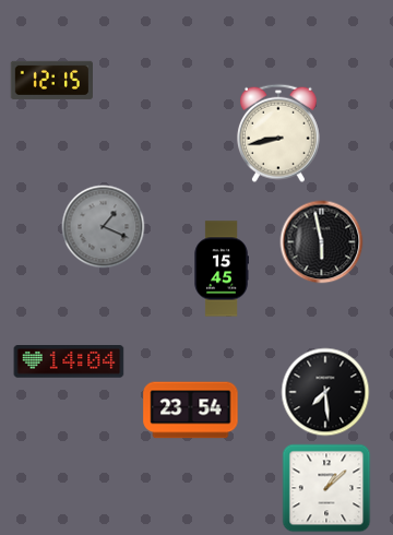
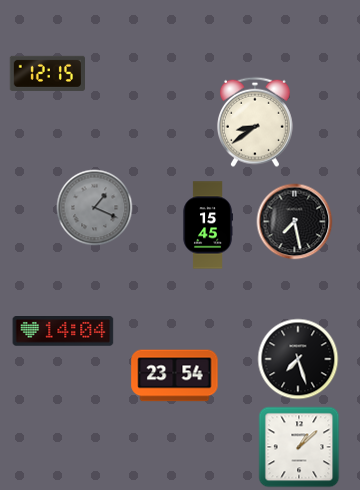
clock at (278, 133): 8:43 -> 8:39
clock at (322, 242): 5:58 -> 7:28
clock at (222, 269) position: (222, 269) -> (208, 225)
clock at (325, 392): 7:29 -> 7:27
